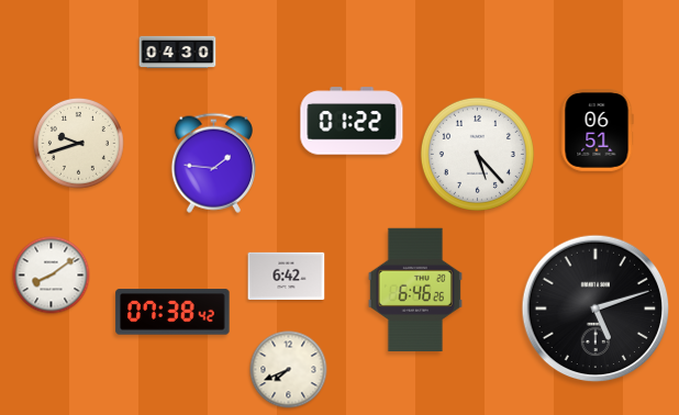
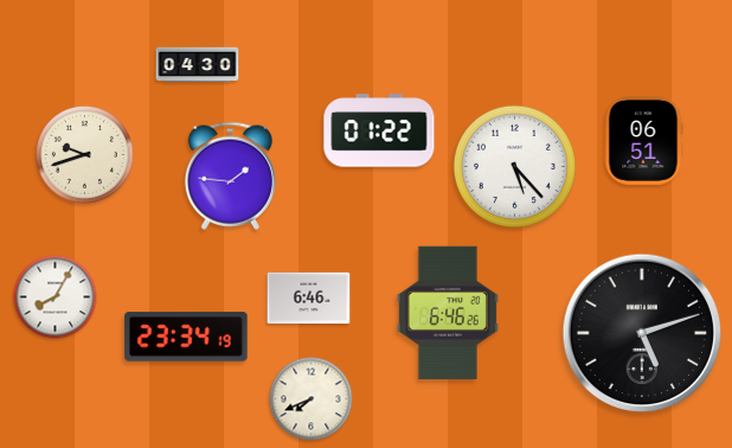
clock at (178, 53) position: (178, 53) -> (198, 65)
clock at (52, 276): 8:09 -> 8:05
clock at (287, 276): 6:42 -> 6:46
clock at (172, 312): 07:38 -> 23:34
